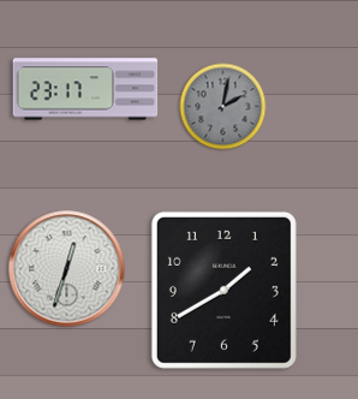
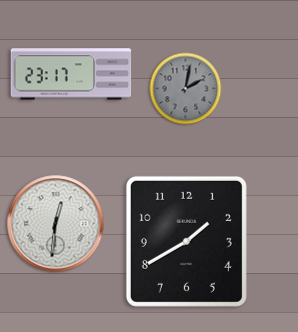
clock at (67, 269): 12:33 -> 12:31
